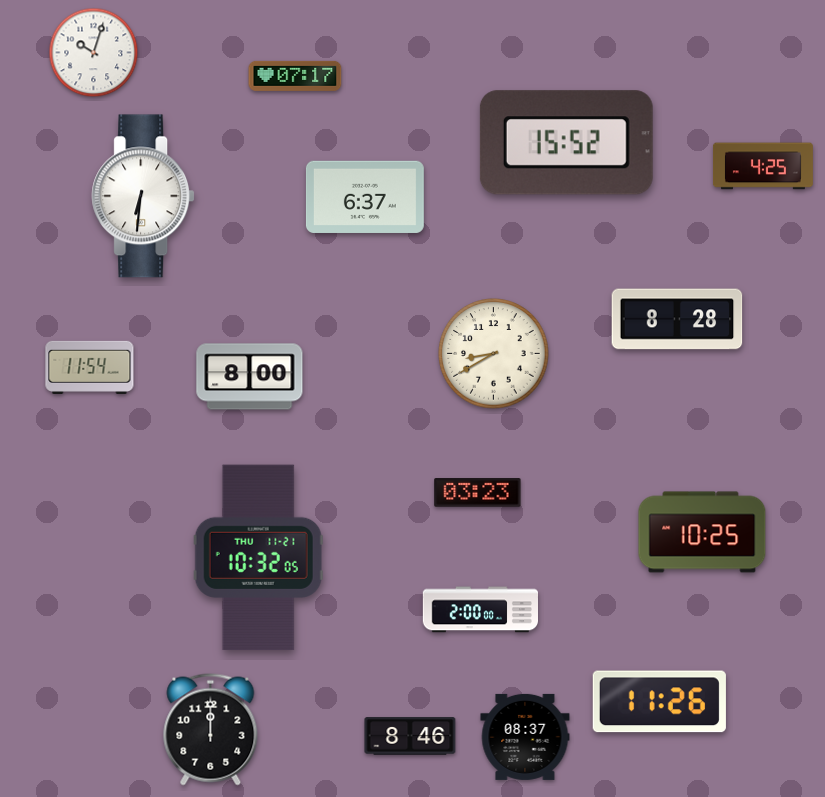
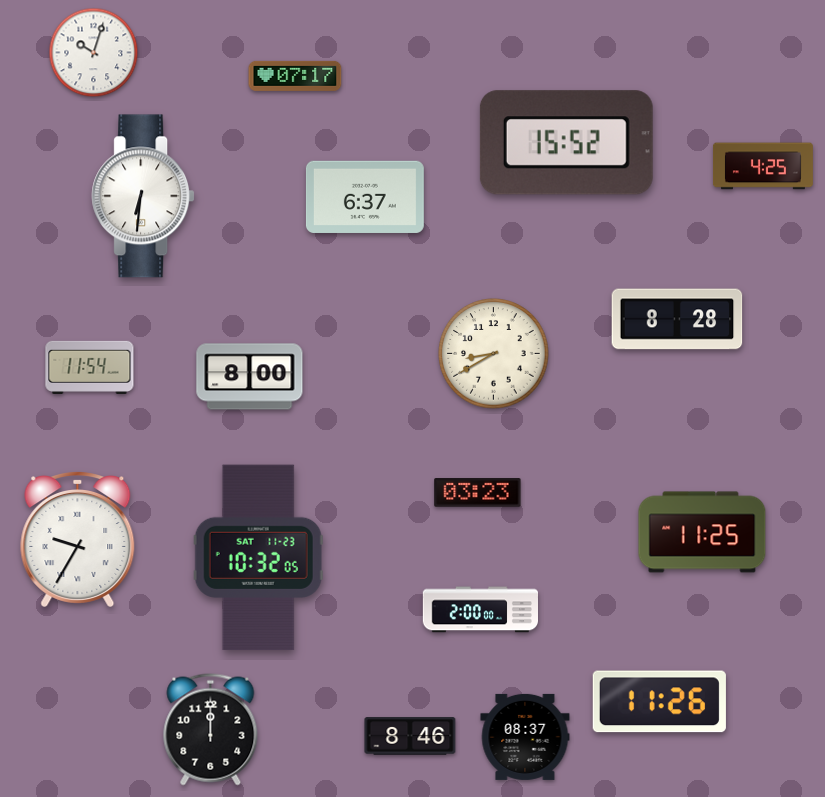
clock at (702, 532): 10:25 -> 11:25
clock at (78, 540): none -> 9:35
clock at (258, 558) date: THU 11-21 -> SAT 11-23
